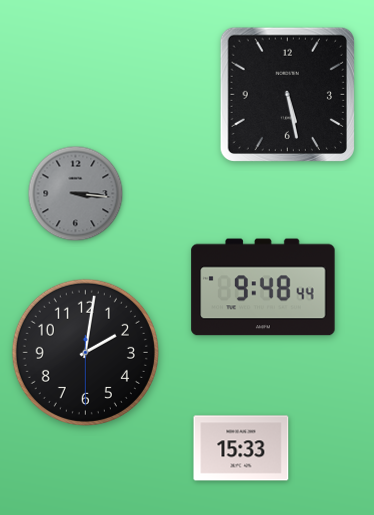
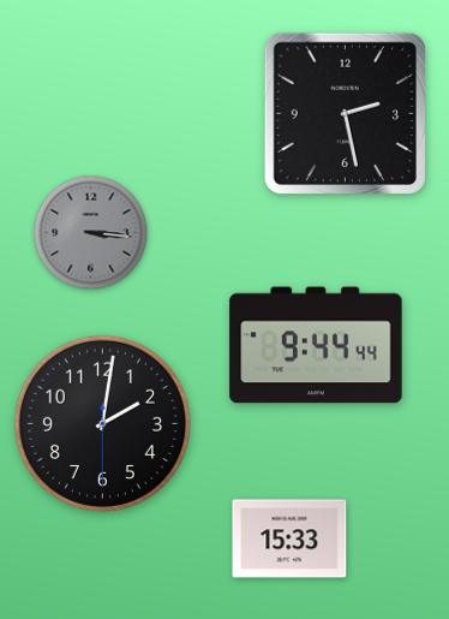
clock at (287, 94): 5:28 -> 2:28
clock at (263, 287): 9:48 -> 9:44
